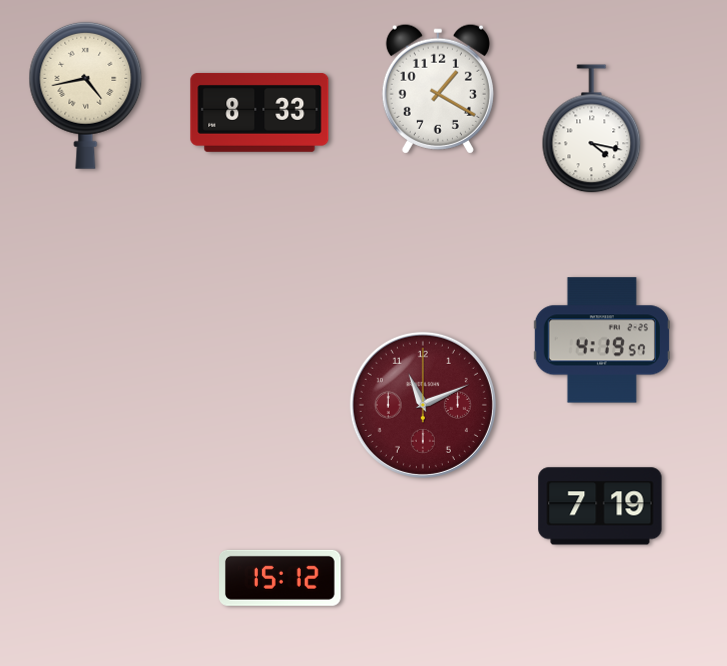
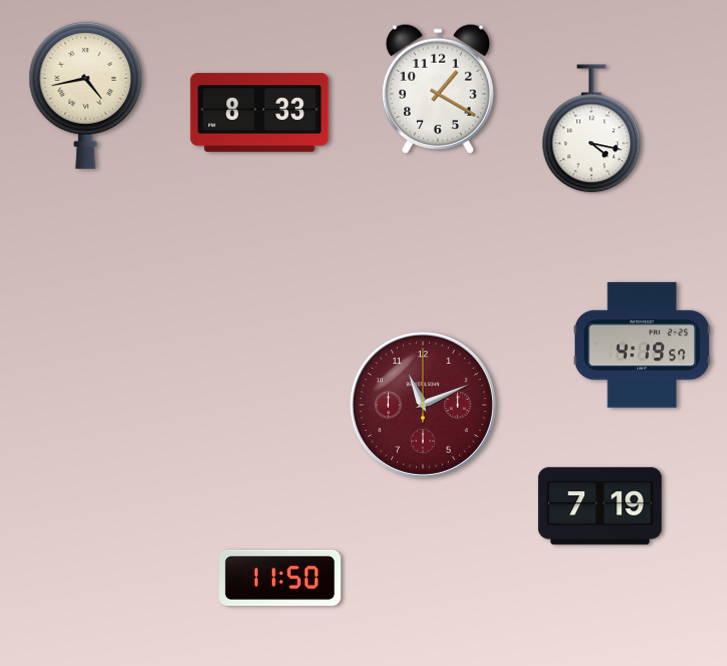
clock at (602, 340) position: (602, 340) -> (642, 345)
clock at (281, 578): 15:12 -> 11:50
